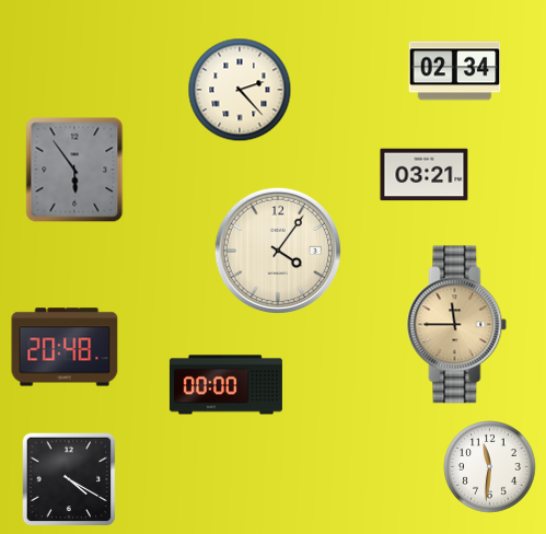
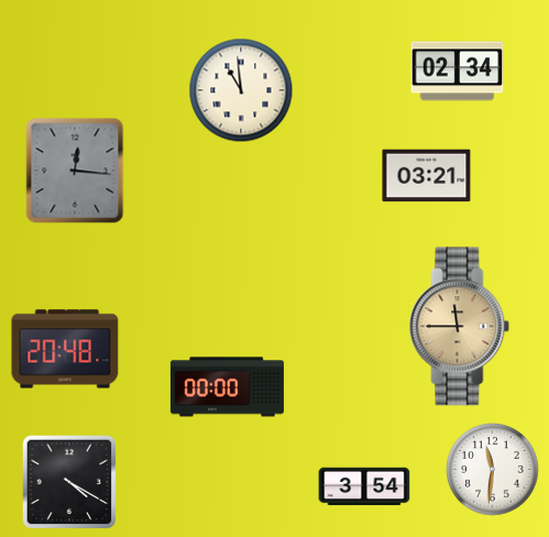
clock at (240, 90): 2:23 -> 10:59
clock at (74, 170): 5:54 -> 12:16
clock at (277, 249): 4:06 -> none
clock at (364, 486): none -> 3:54
